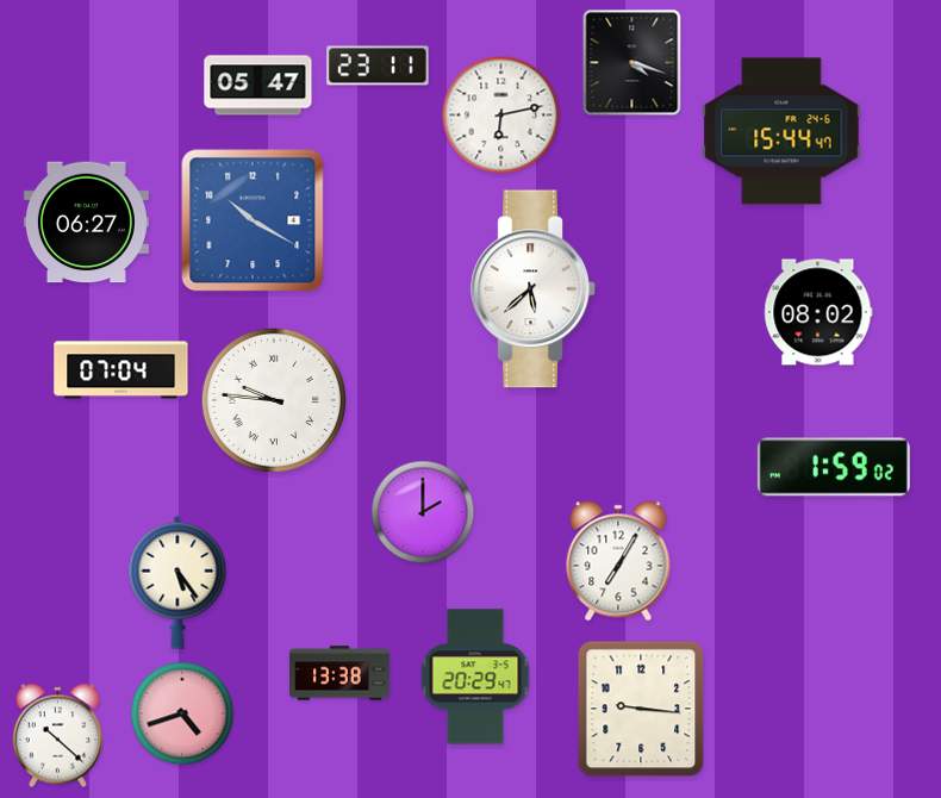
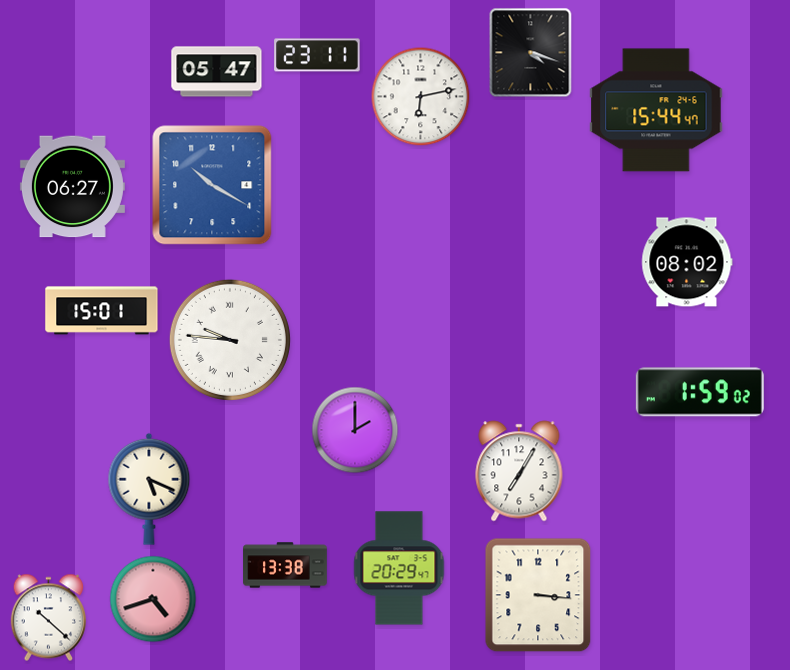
clock at (534, 289): 5:38 -> none
clock at (121, 370): 07:04 -> 15:01
clock at (274, 400) position: (274, 400) -> (230, 340)
clock at (177, 582): 5:24 -> 5:19
clock at (641, 709): 9:16 -> 3:16
